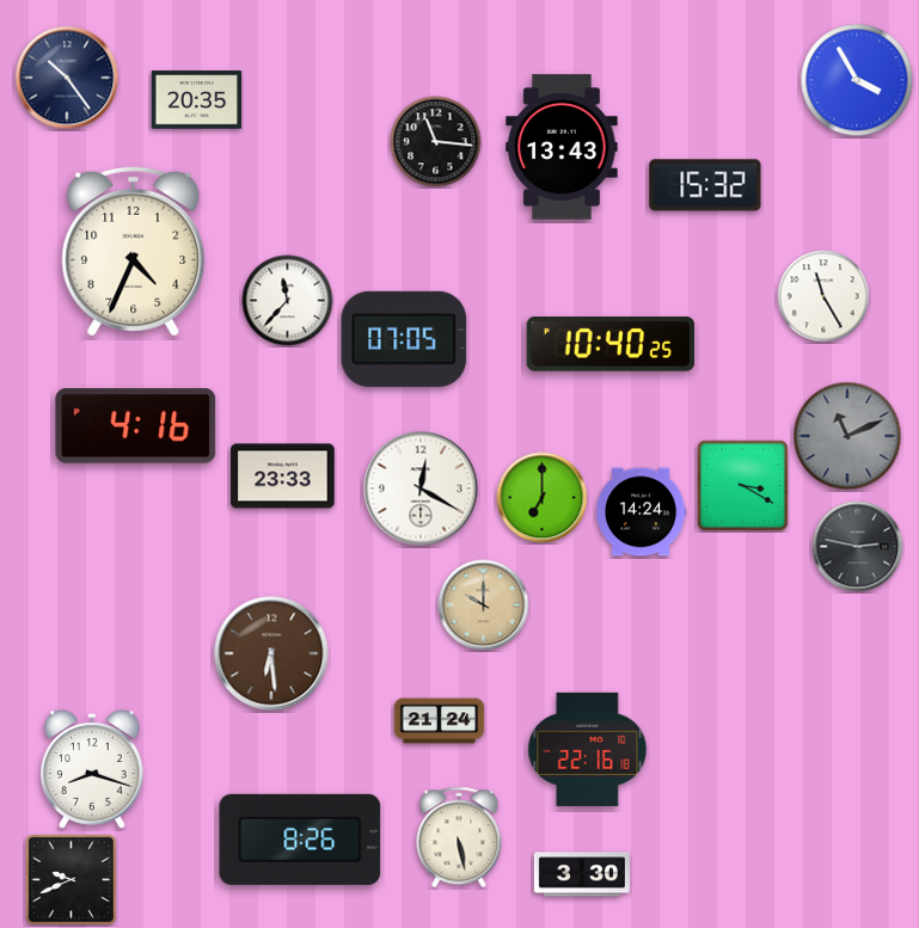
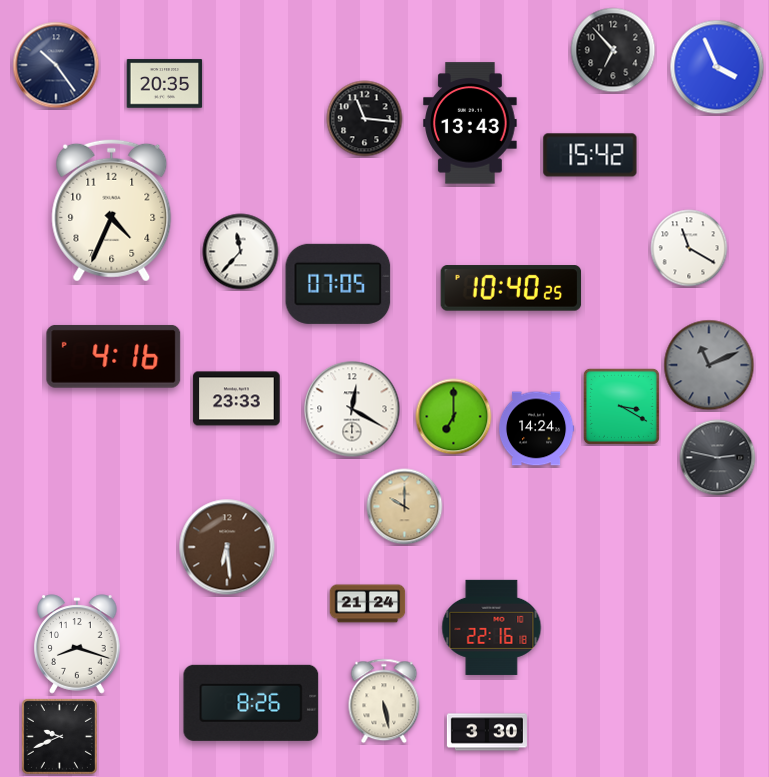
clock at (613, 50): none -> 6:53
clock at (857, 80): 3:55 -> 3:56
clock at (705, 185): 15:32 -> 15:42
clock at (823, 296): 11:25 -> 11:20
